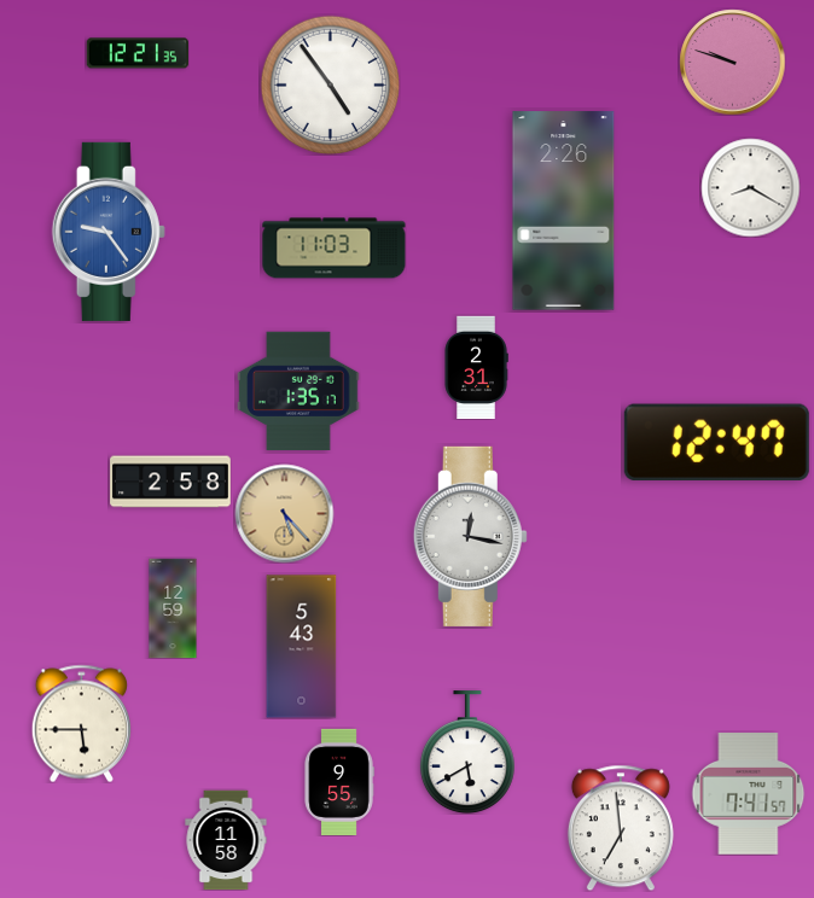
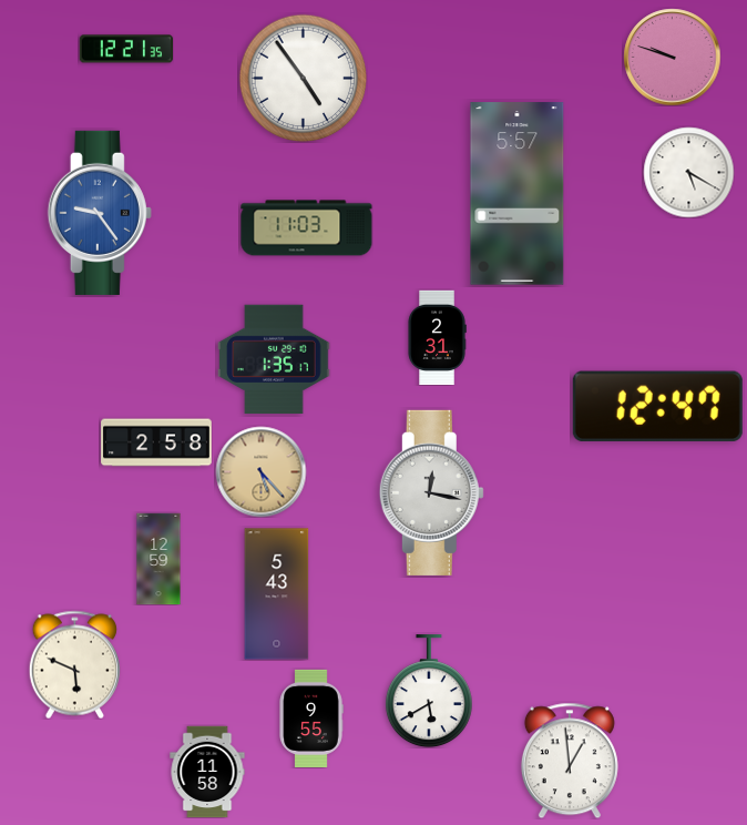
clock at (750, 187): 8:20 -> 5:20
clock at (564, 211): 2:26 -> 5:57
clock at (81, 723): 5:45 -> 5:49
clock at (749, 794): 7:41 -> none
clock at (621, 828): 6:59 -> 12:59
